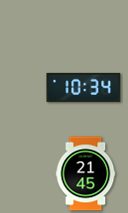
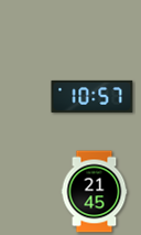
clock at (84, 87): 10:34 -> 10:57
